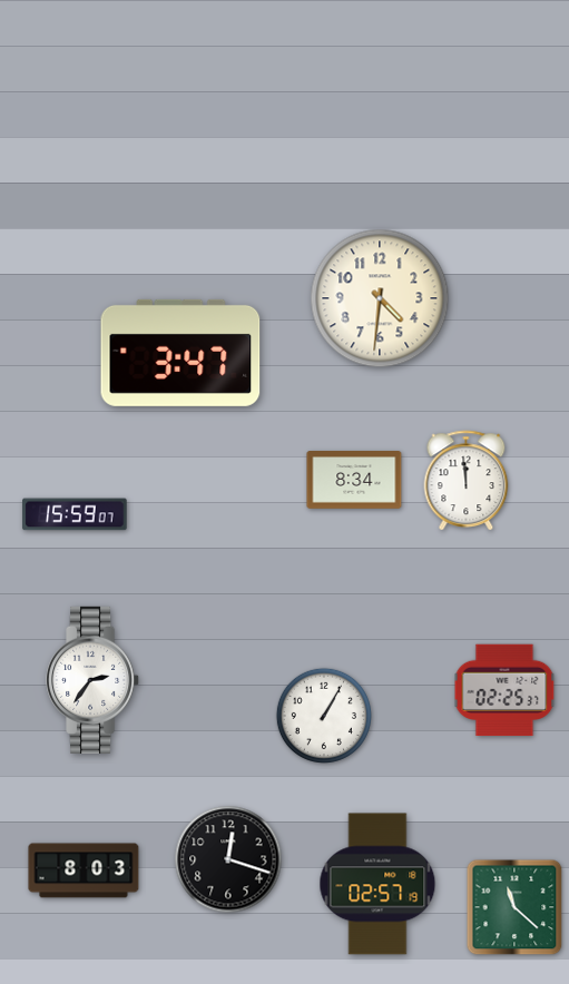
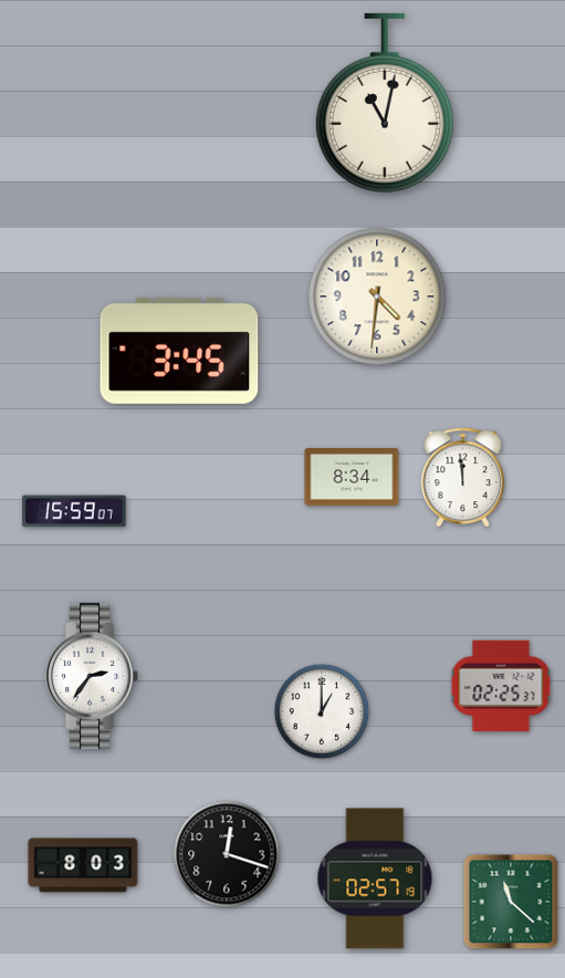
clock at (385, 103): none -> 11:02
clock at (180, 353): 3:47 -> 3:45
clock at (324, 716): 1:05 -> 1:00
